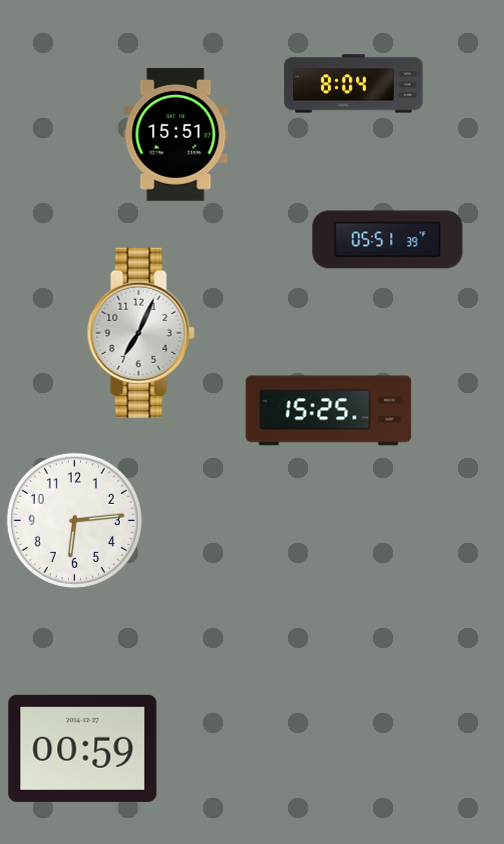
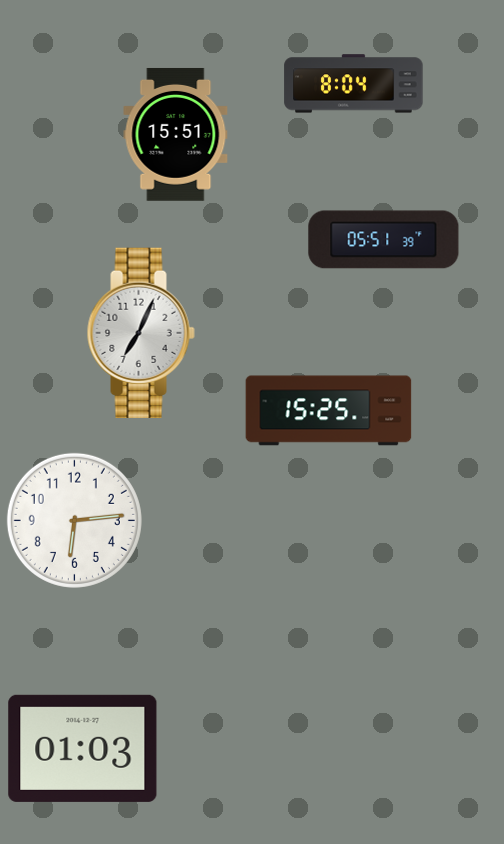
clock at (388, 240) position: (388, 240) -> (384, 240)
clock at (83, 748): 00:59 -> 01:03
